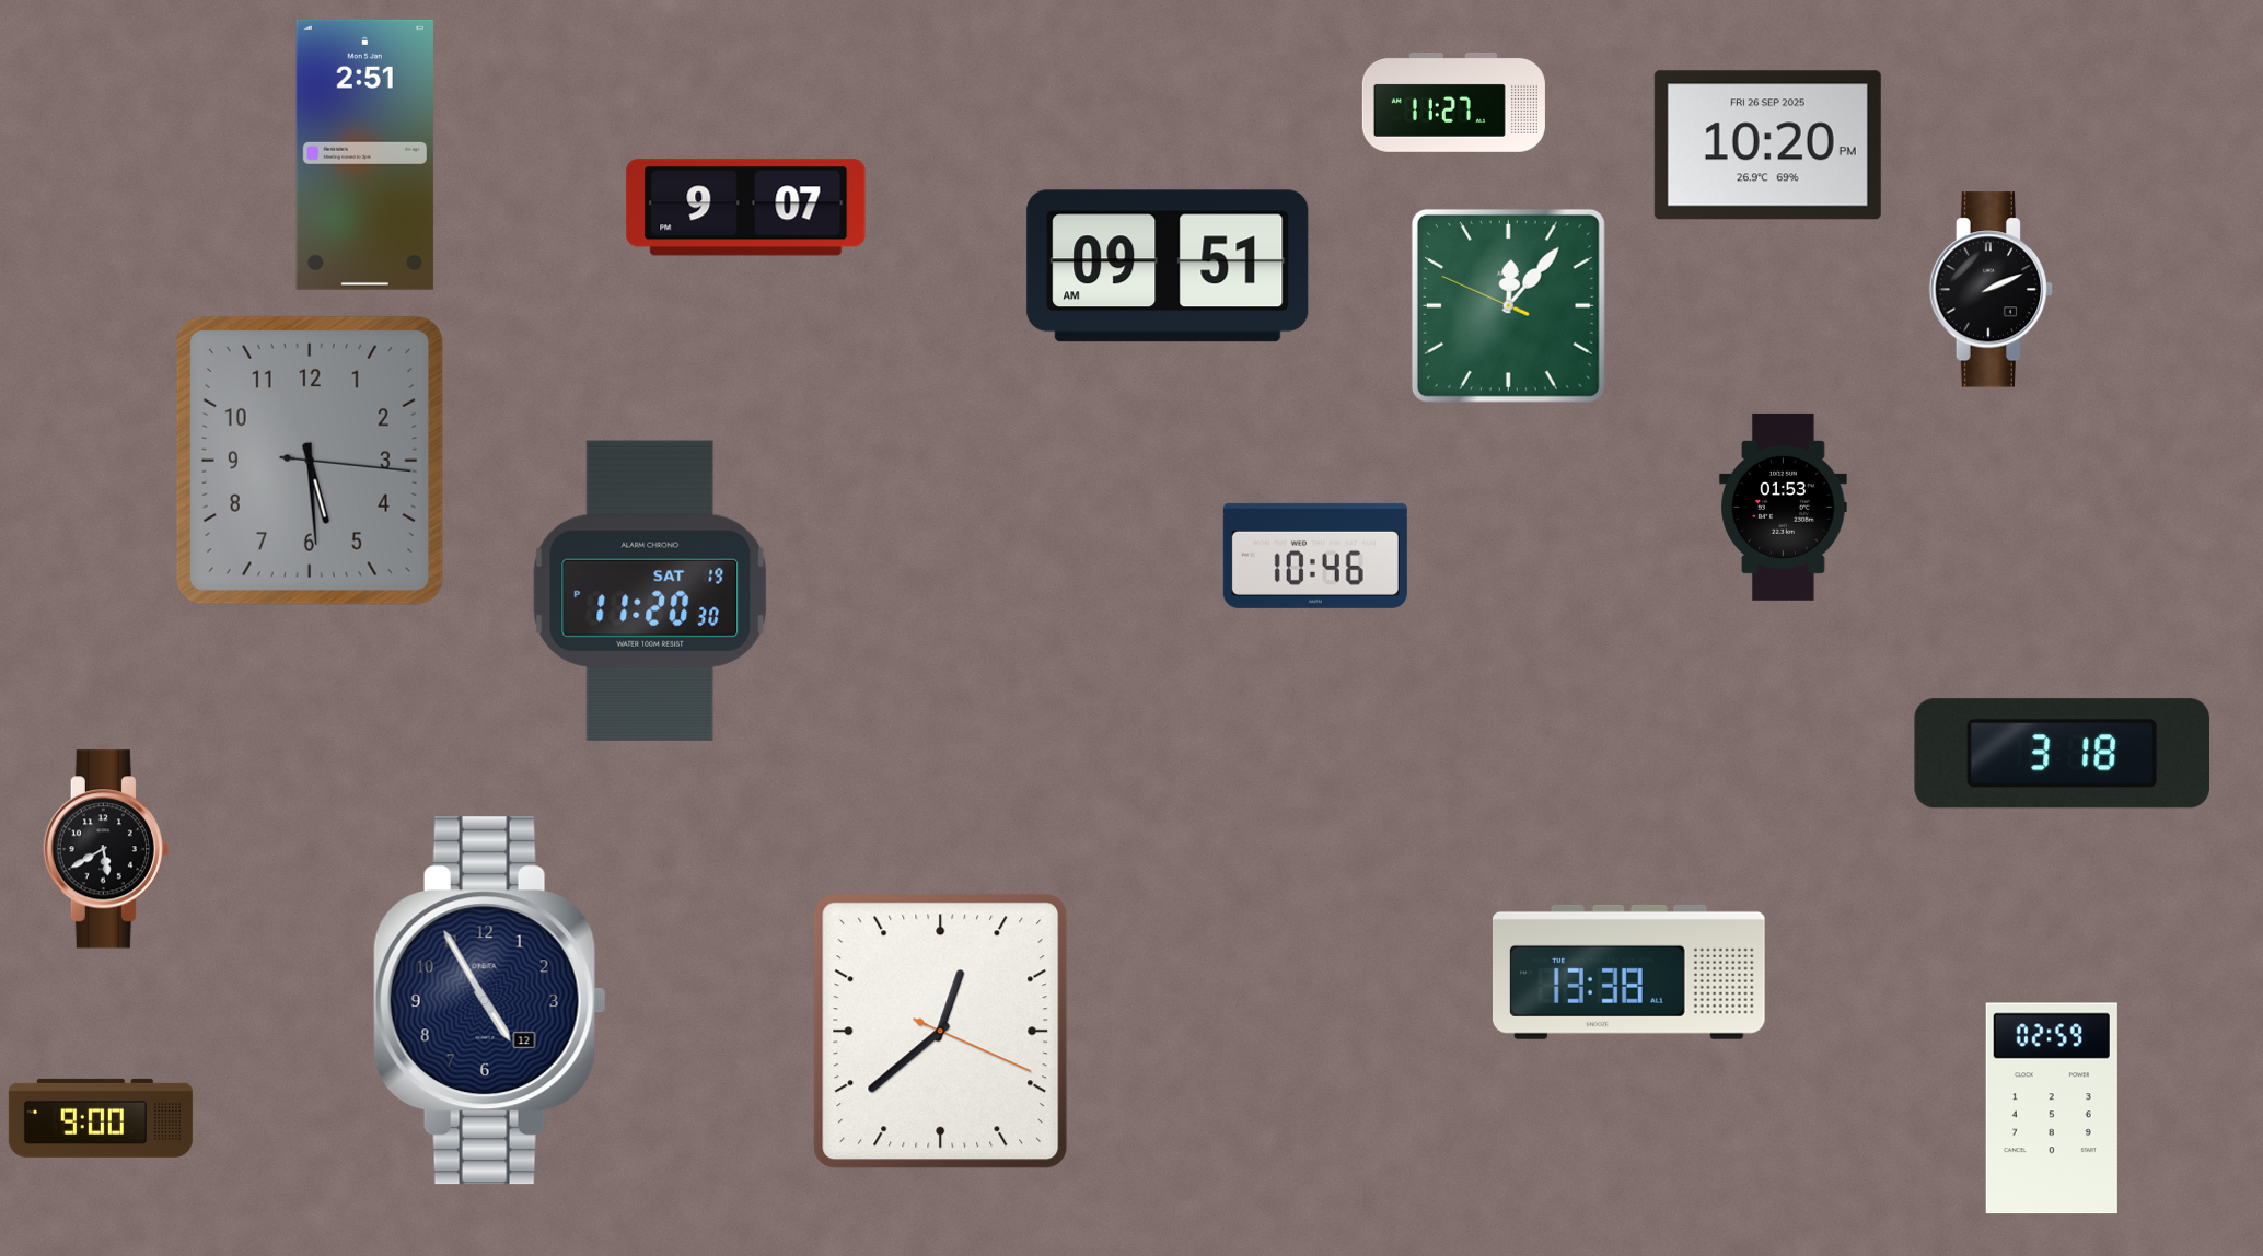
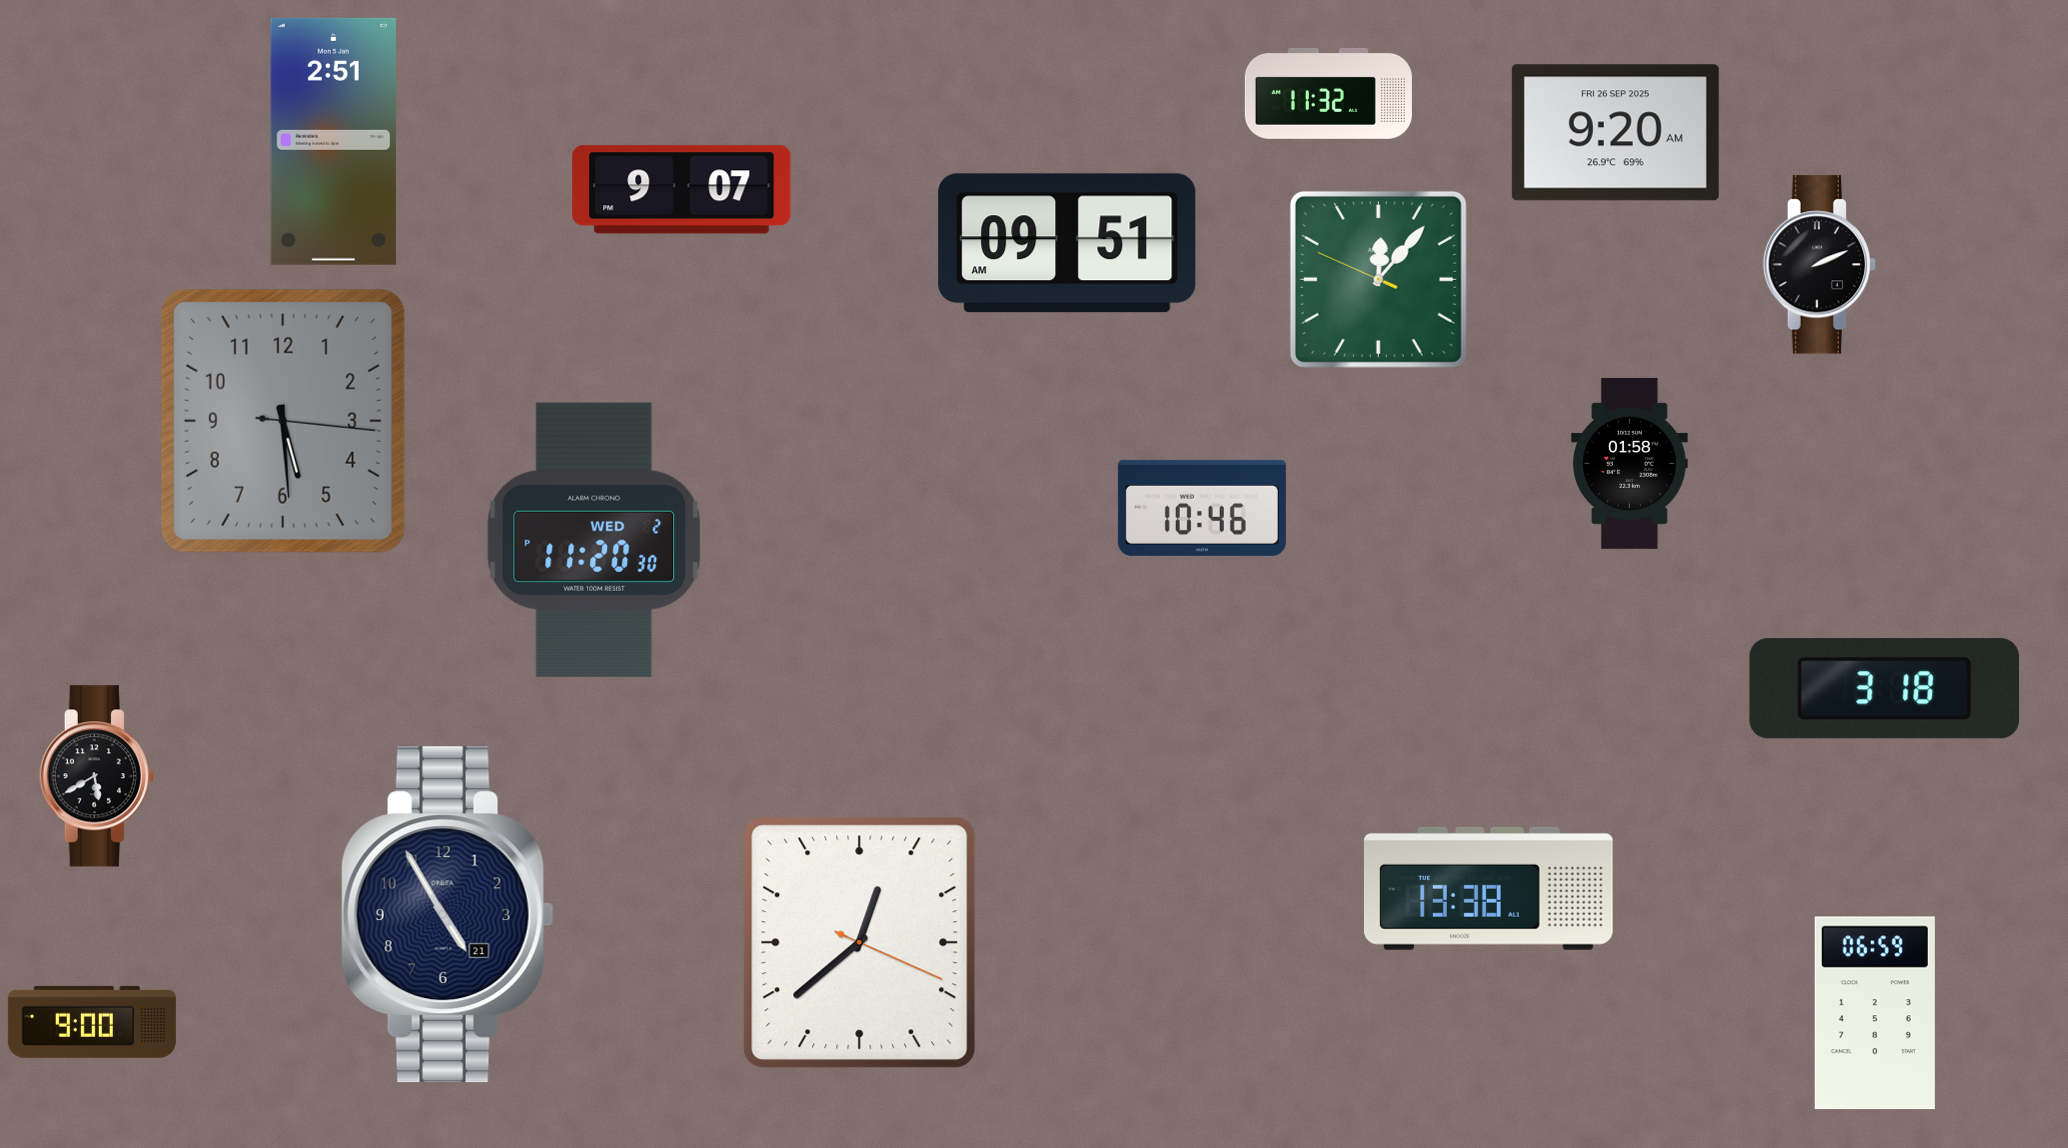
clock at (1453, 102): 11:27 -> 11:32
clock at (1767, 146): 10:20 -> 9:20
clock at (1784, 507): 01:53 -> 01:58
clock at (650, 591) date: SAT 19 -> WED 2
clock at (489, 1001) date: 12 -> 21
clock at (2052, 1108): 02:59 -> 06:59
